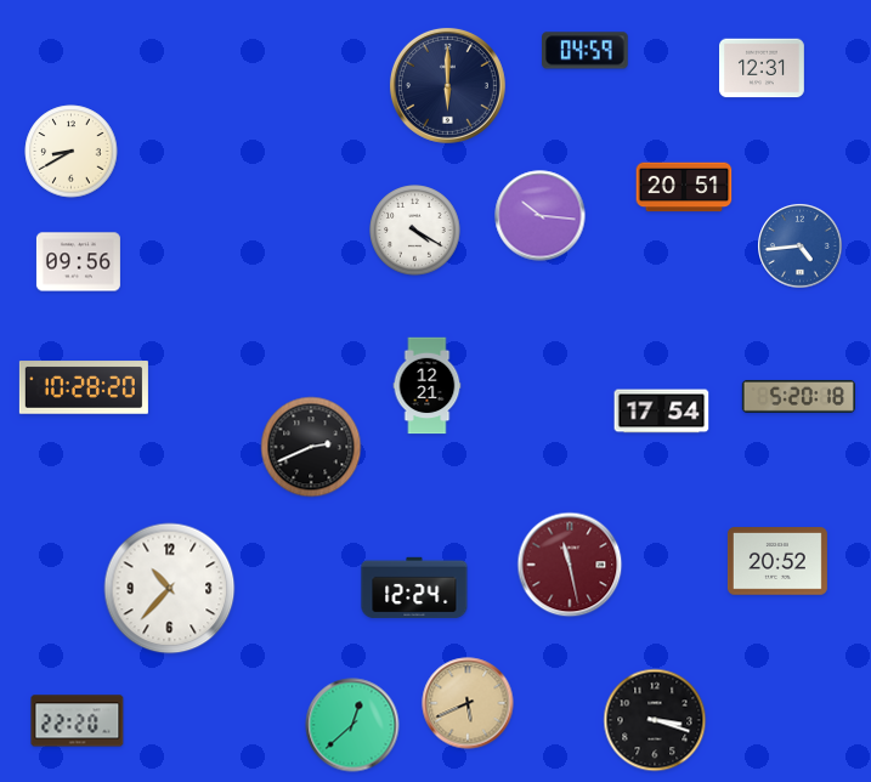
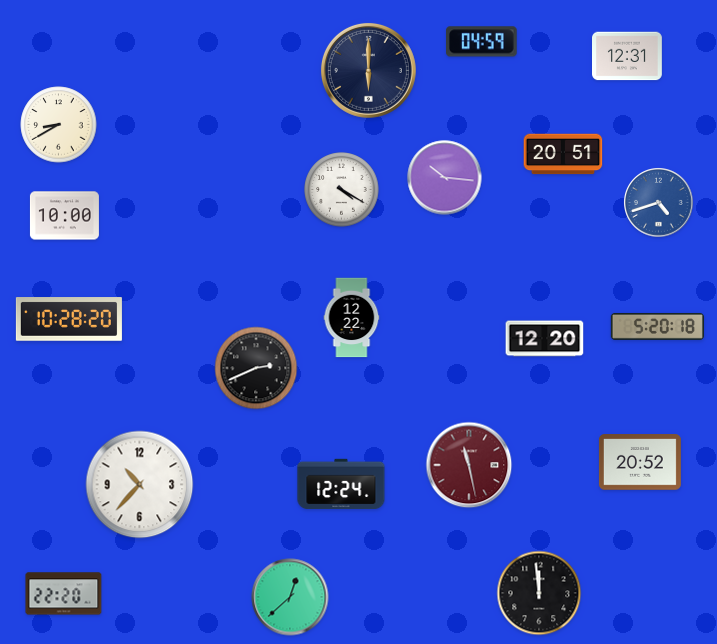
clock at (801, 246): 4:44 -> 4:42
clock at (78, 262): 09:56 -> 10:00
clock at (428, 386): 12:21 -> 12:22
clock at (662, 412): 17:54 -> 12:20
clock at (468, 703): 5:41 -> none
clock at (655, 720): 3:18 -> 11:59
